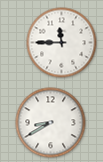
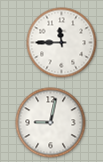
clock at (51, 123): 8:40 -> 9:02
